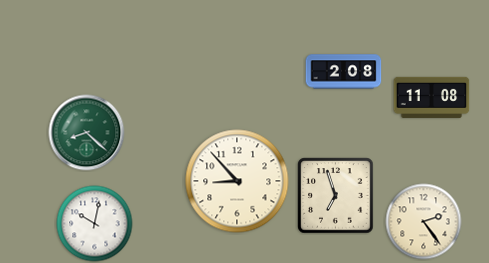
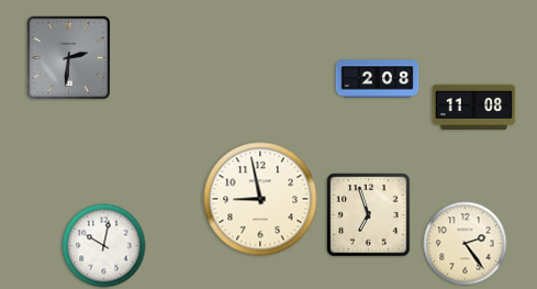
clock at (68, 57): none -> 2:31
clock at (87, 133): 8:22 -> none
clock at (237, 181): 8:53 -> 8:58
